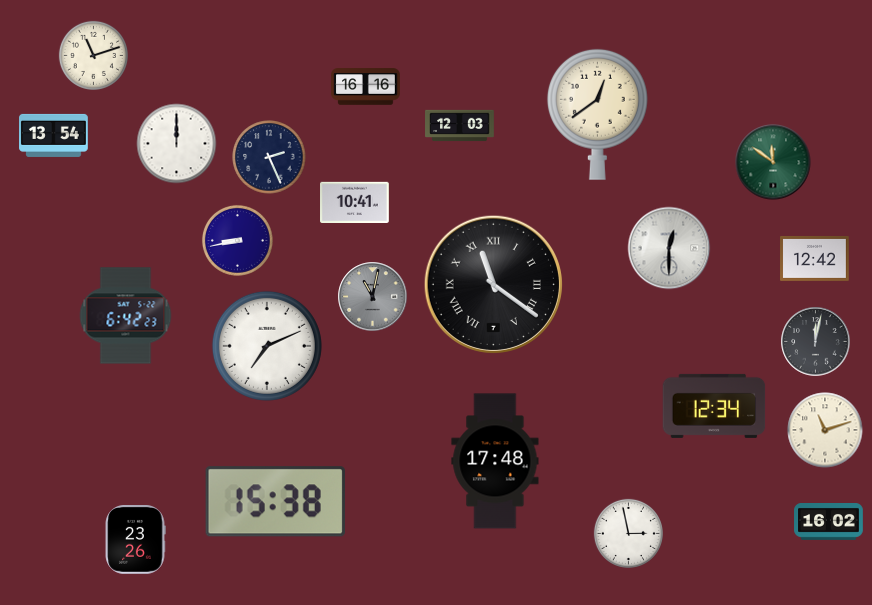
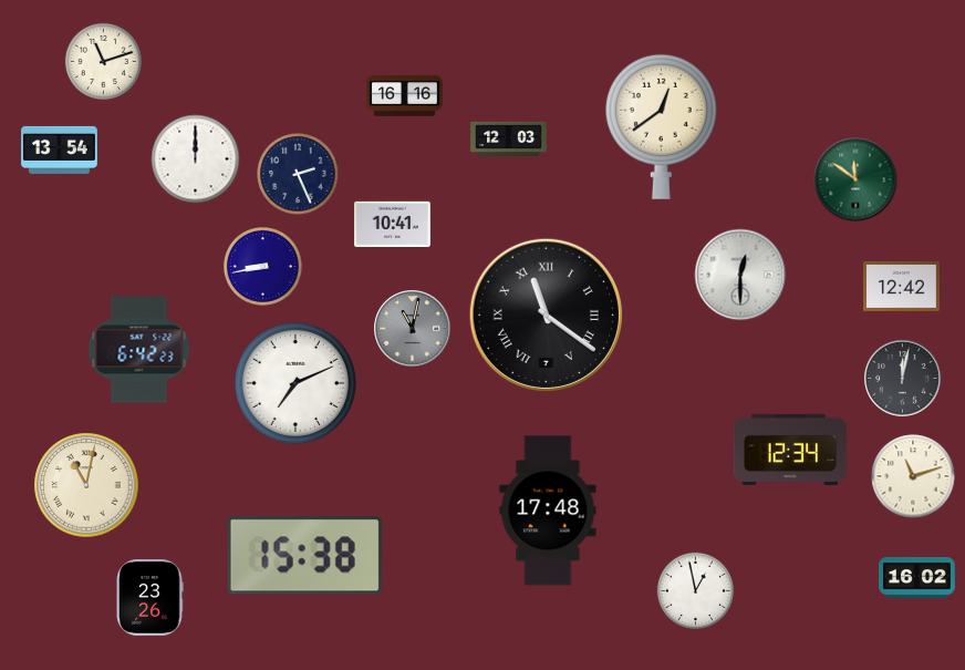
clock at (86, 485): none -> 11:02
clock at (628, 533): 2:58 -> 12:58
